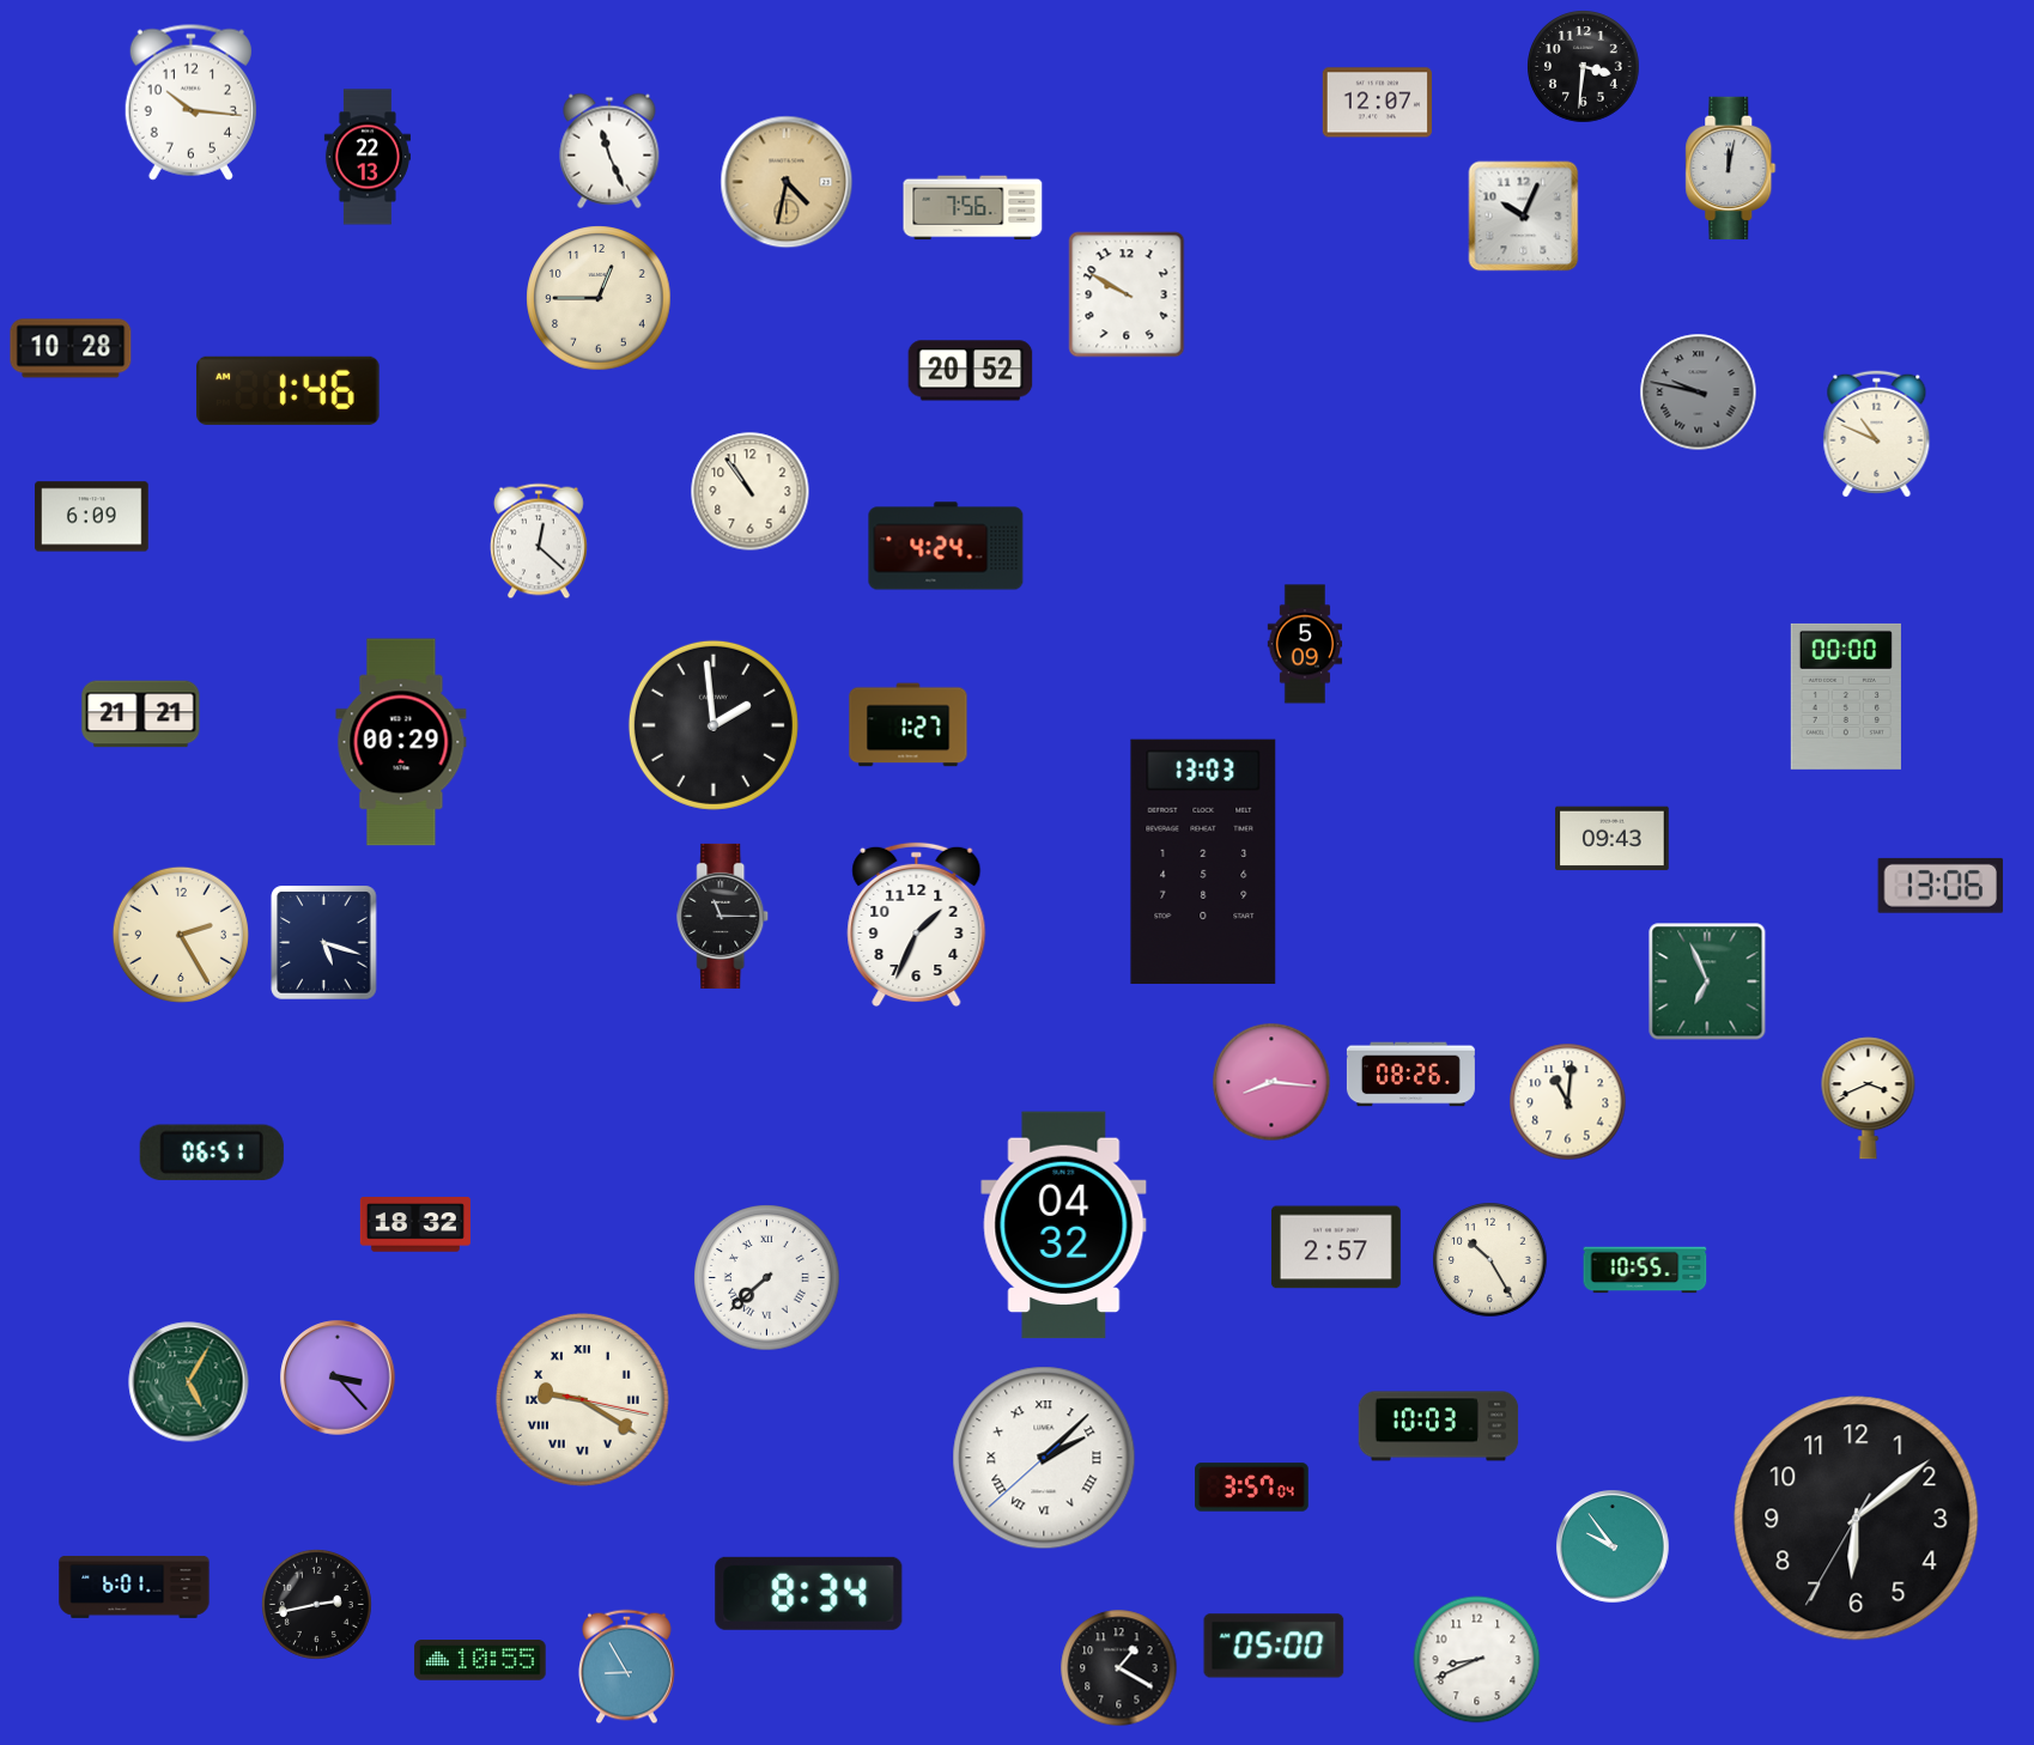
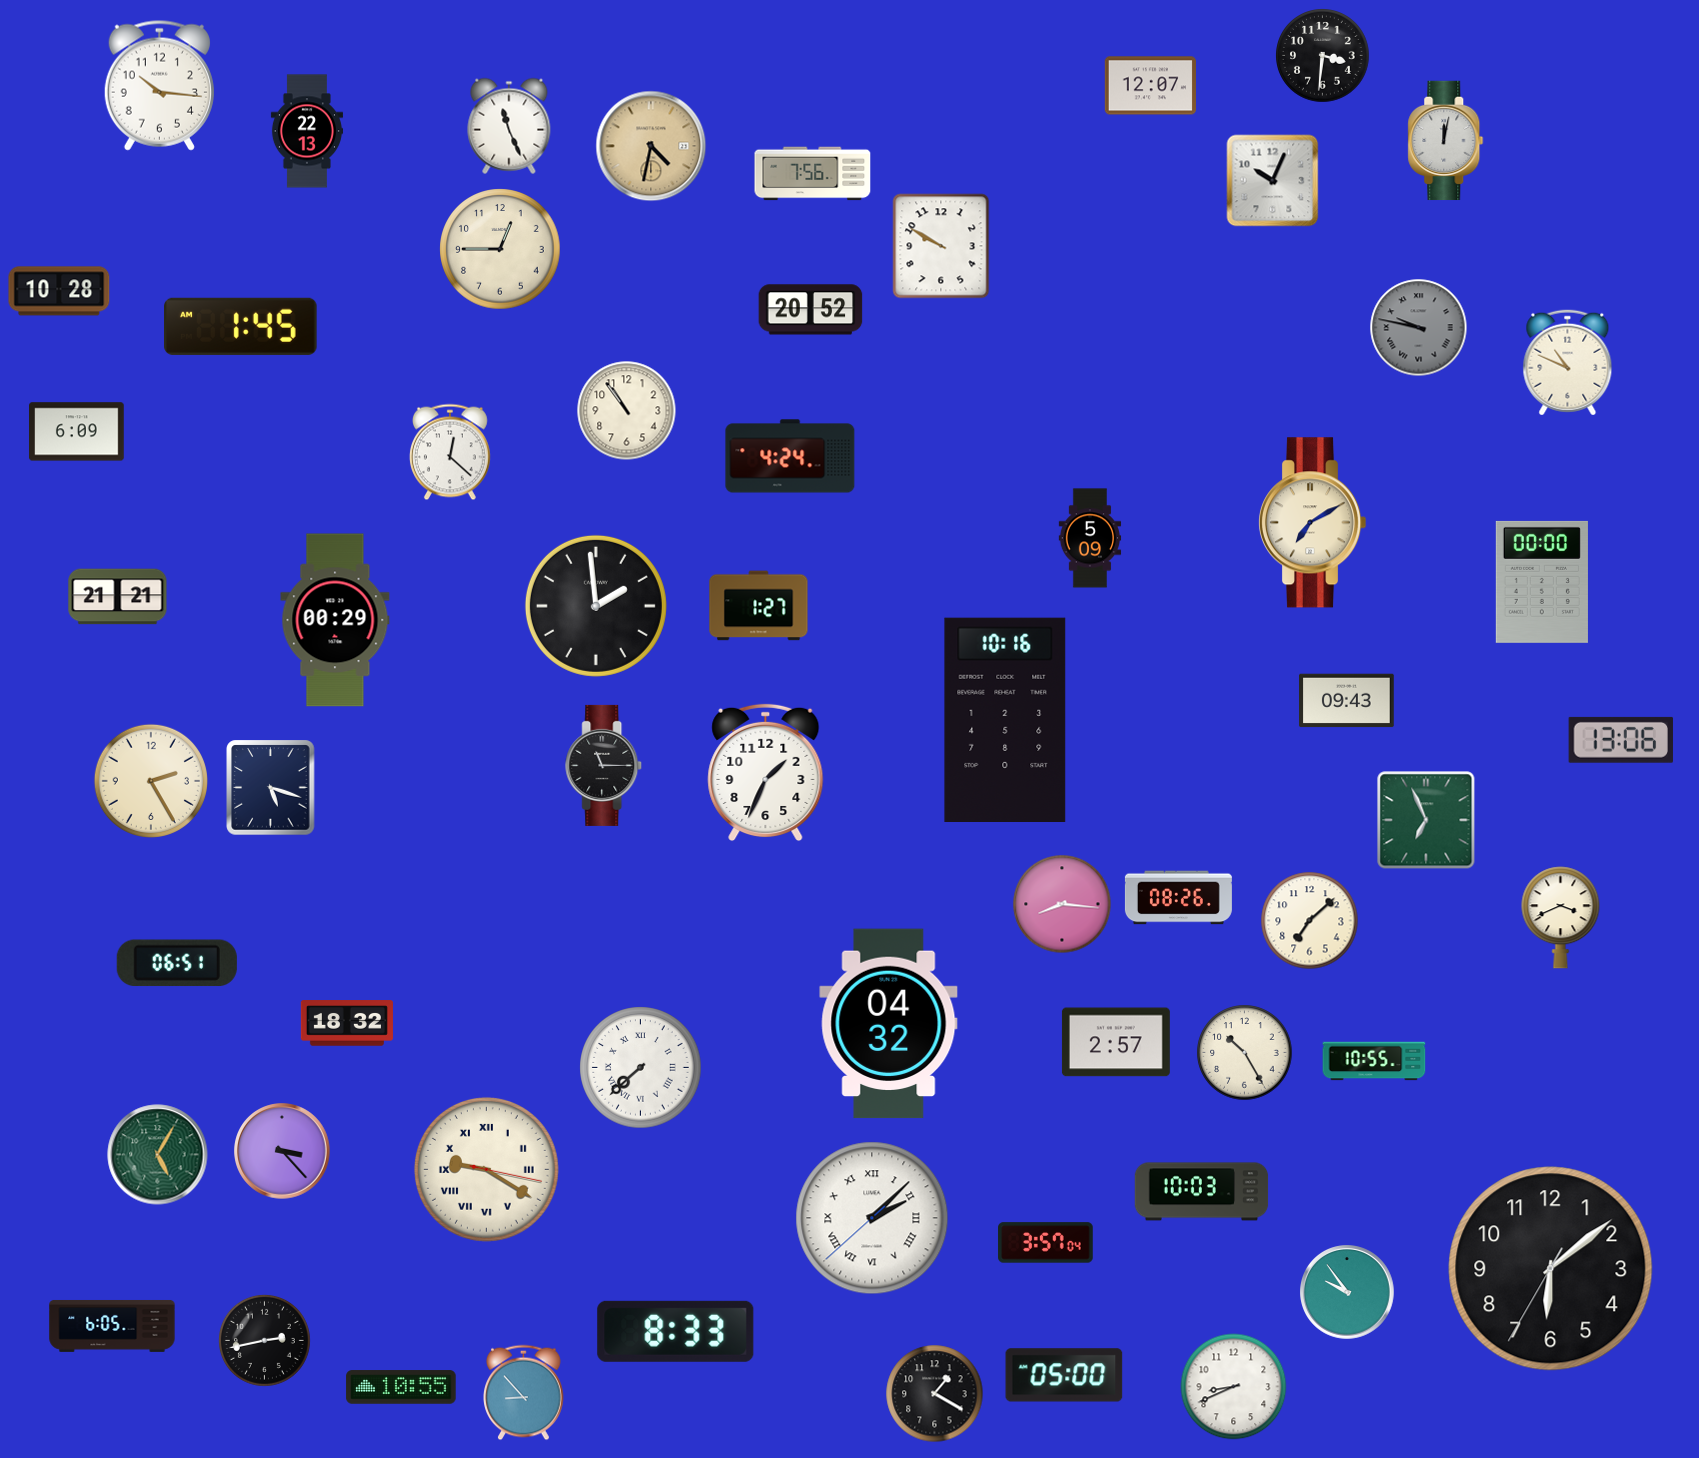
clock at (787, 182) position: (787, 182) -> (651, 146)
clock at (289, 390): 1:46 -> 1:45
clock at (1312, 523): none -> 7:10
clock at (1203, 861): 13:03 -> 10:16
clock at (1568, 1102): 11:01 -> 7:08
clock at (134, 1587): 6:01 -> 6:05
clock at (809, 1593): 8:34 -> 8:33
clock at (627, 1667): 8:55 -> 8:53
